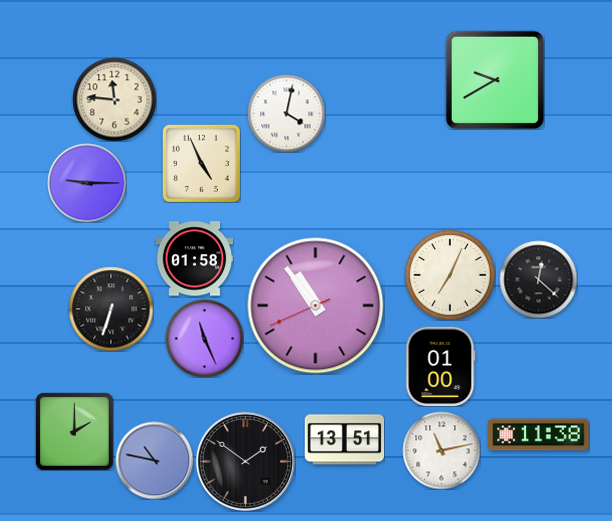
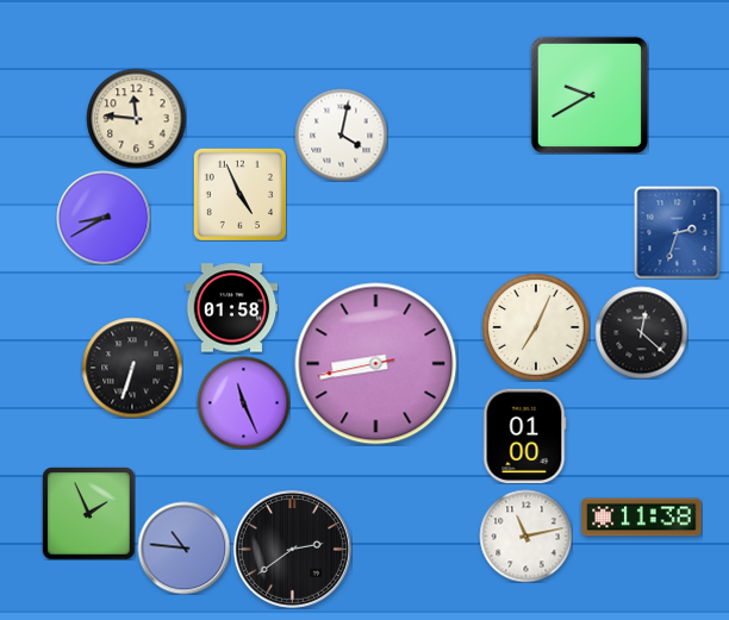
clock at (87, 183): 9:15 -> 8:40
clock at (678, 232): none -> 2:33
clock at (316, 306): 10:53 -> 8:42
clock at (74, 431): 2:00 -> 1:56
clock at (344, 440): 13:51 -> none
clock at (154, 460): 10:47 -> 10:46
clock at (245, 461): 1:51 -> 2:39
